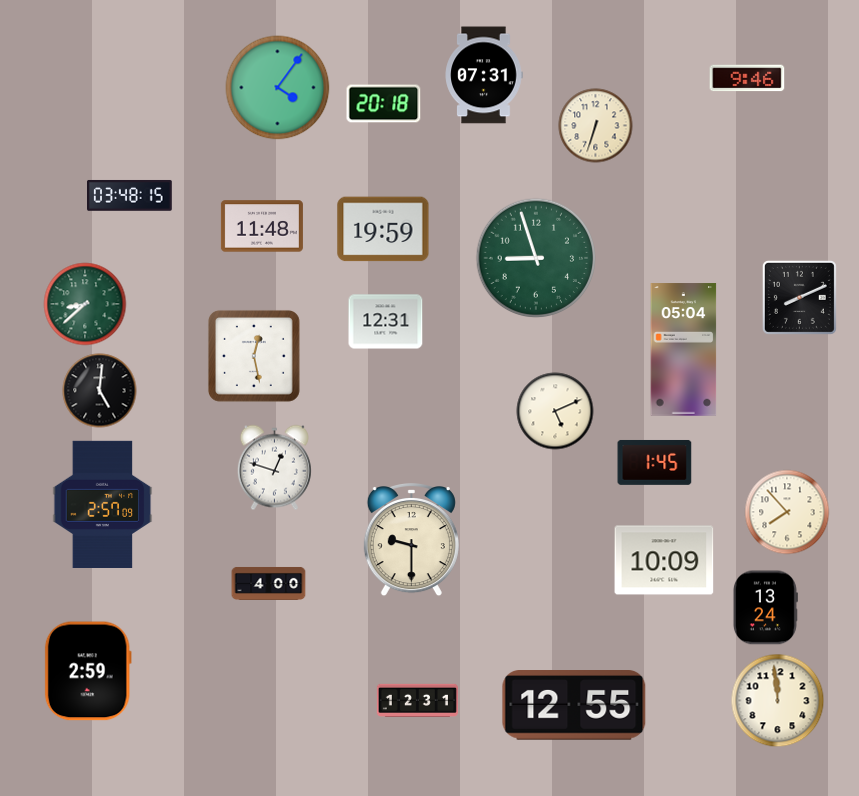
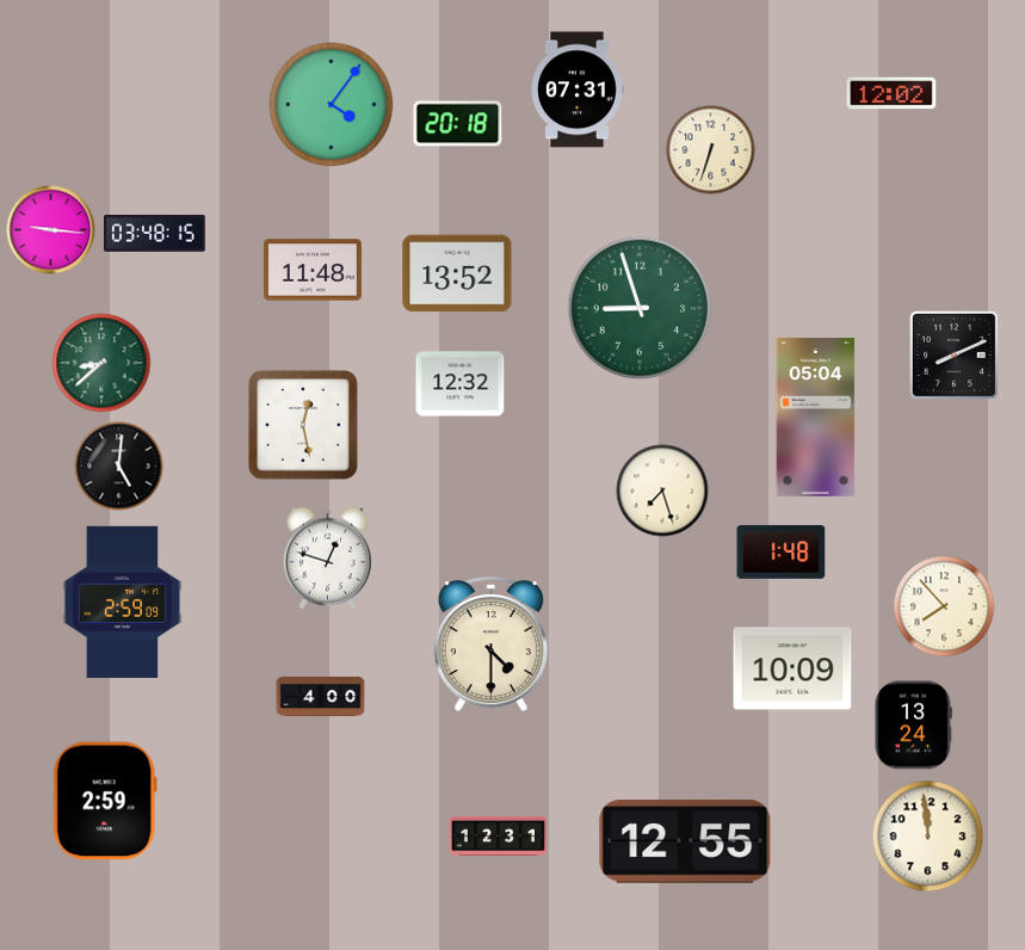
clock at (747, 78): 9:46 -> 12:02
clock at (51, 230): none -> 9:16
clock at (383, 229): 19:59 -> 13:52
clock at (386, 322): 12:31 -> 12:32
clock at (555, 411): 5:11 -> 7:27
clock at (655, 462): 1:45 -> 1:48
clock at (103, 504): 2:57 -> 2:59
clock at (787, 512) position: (787, 512) -> (944, 606)
clock at (411, 541): 9:30 -> 4:30
